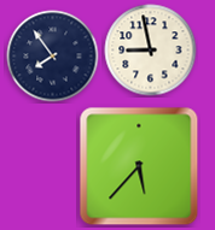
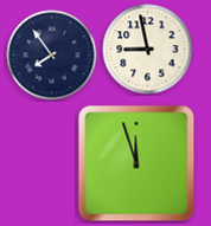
clock at (139, 166): 5:37 -> 11:57
